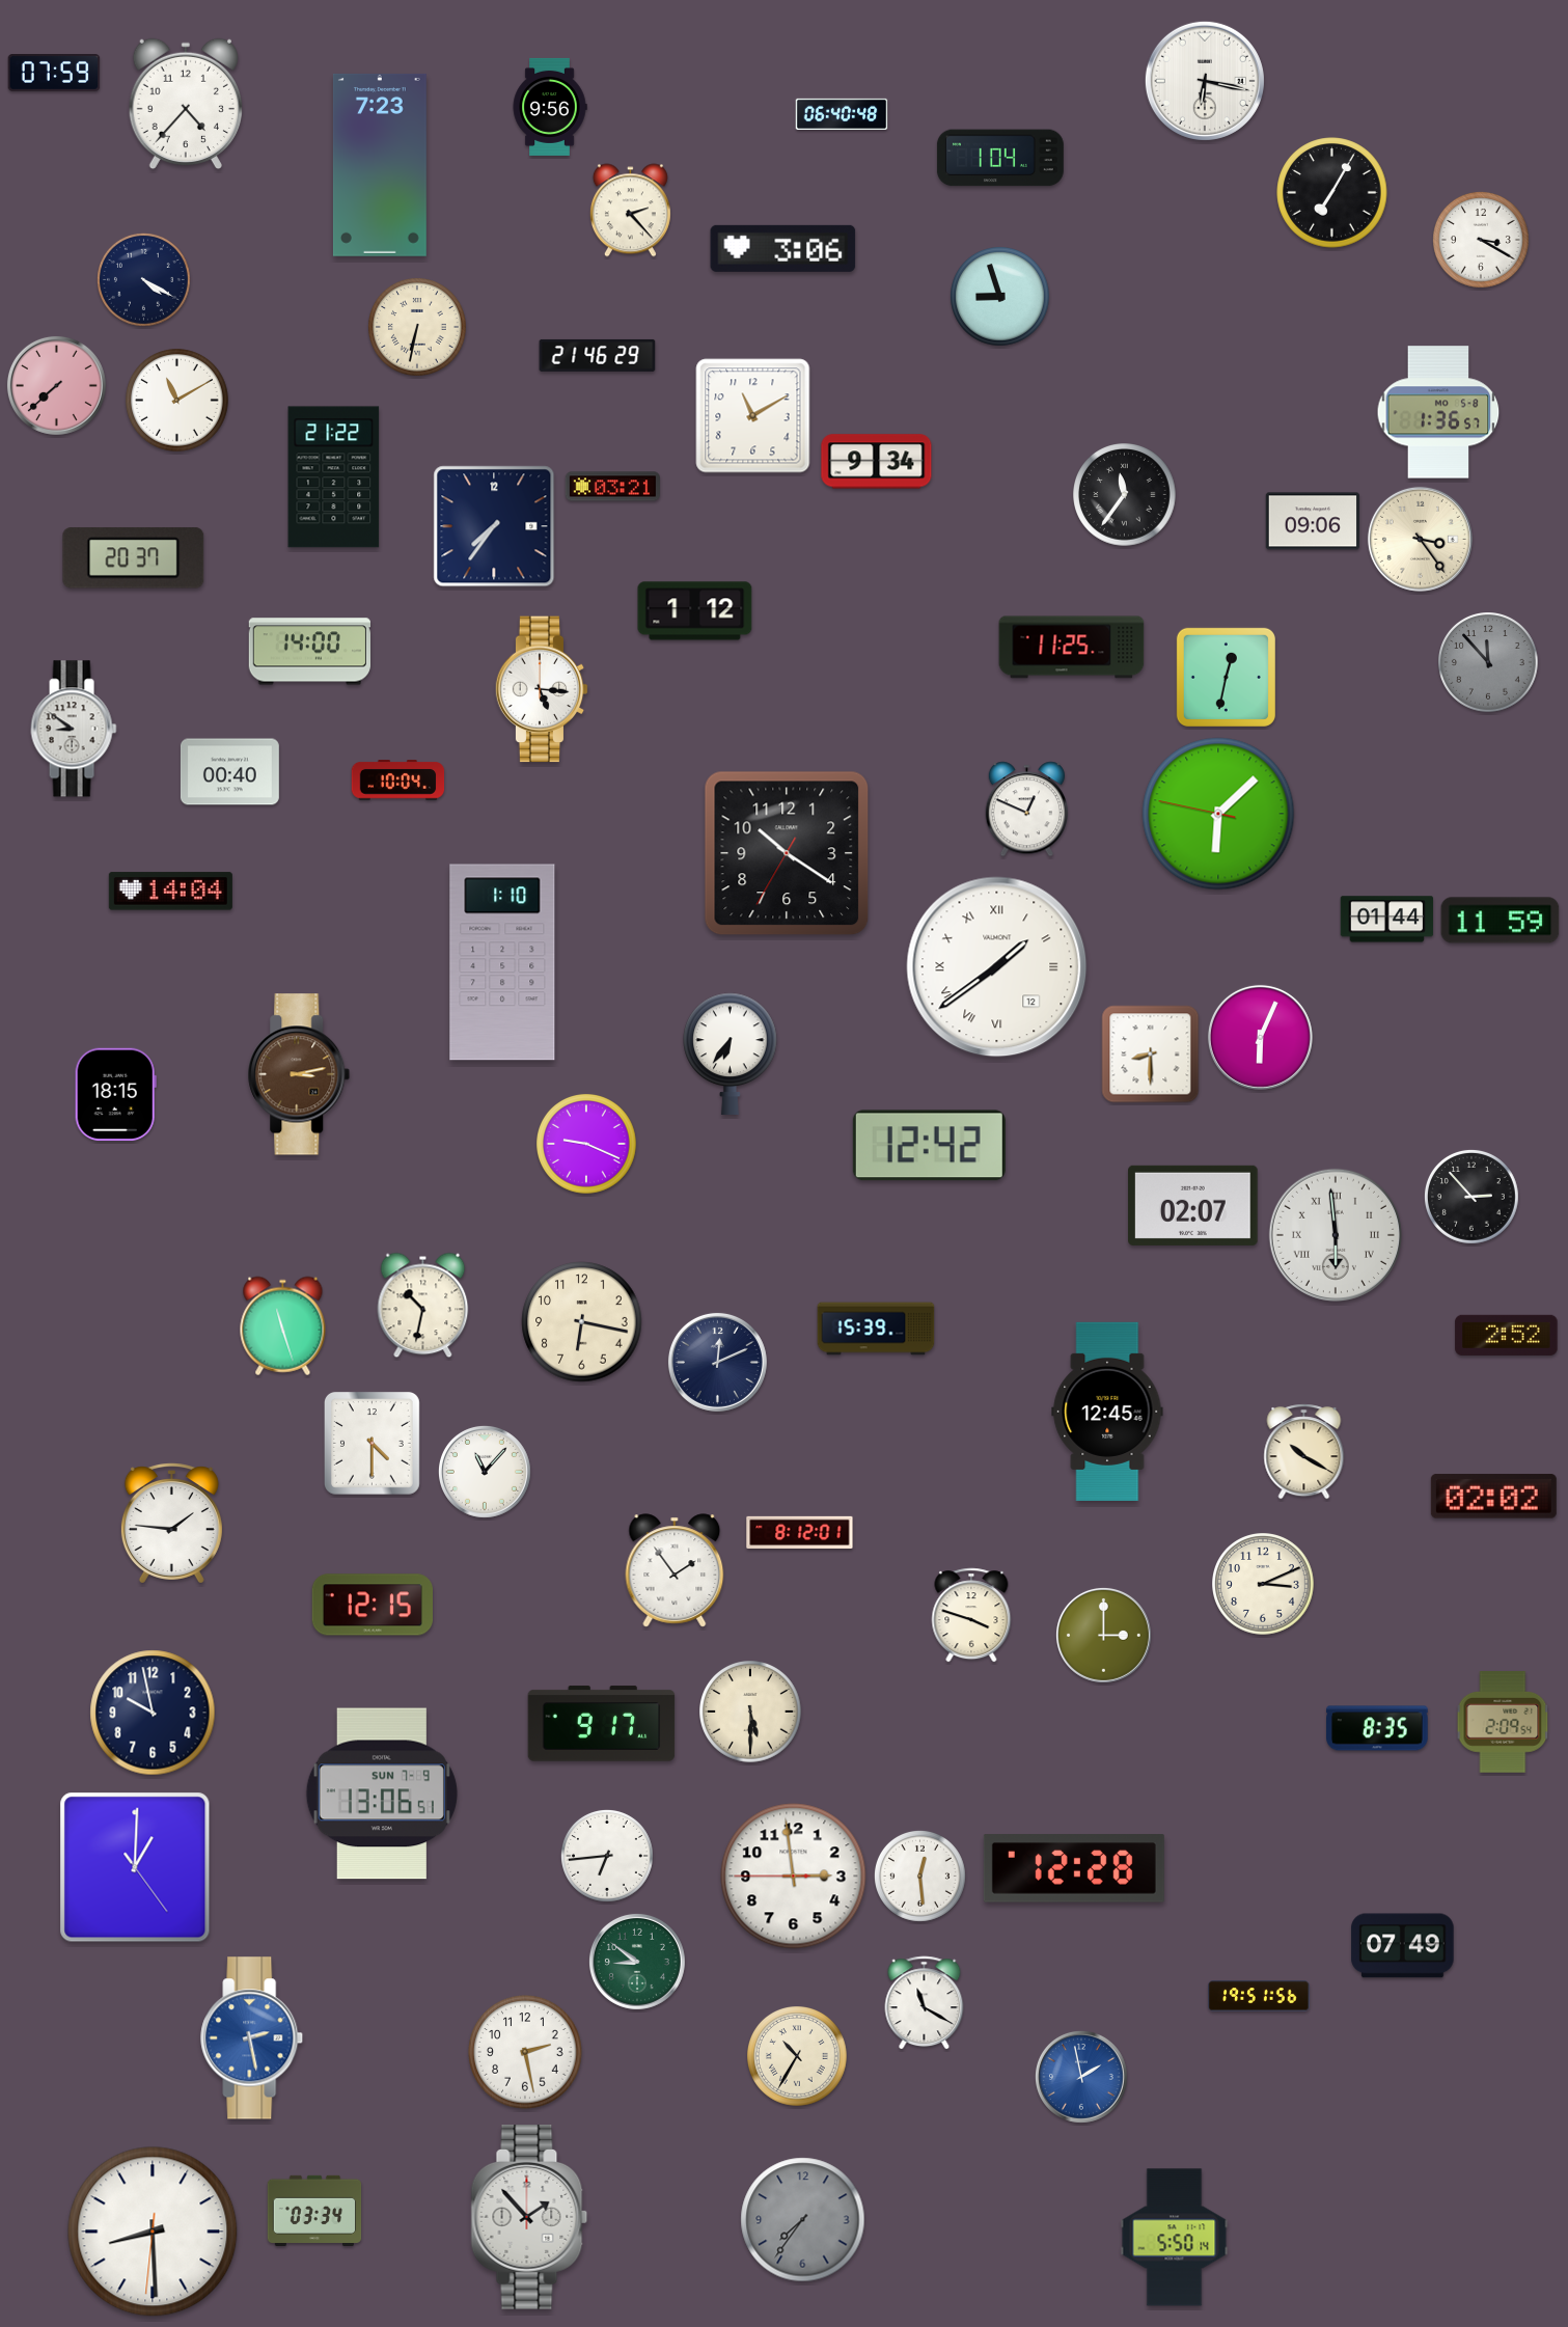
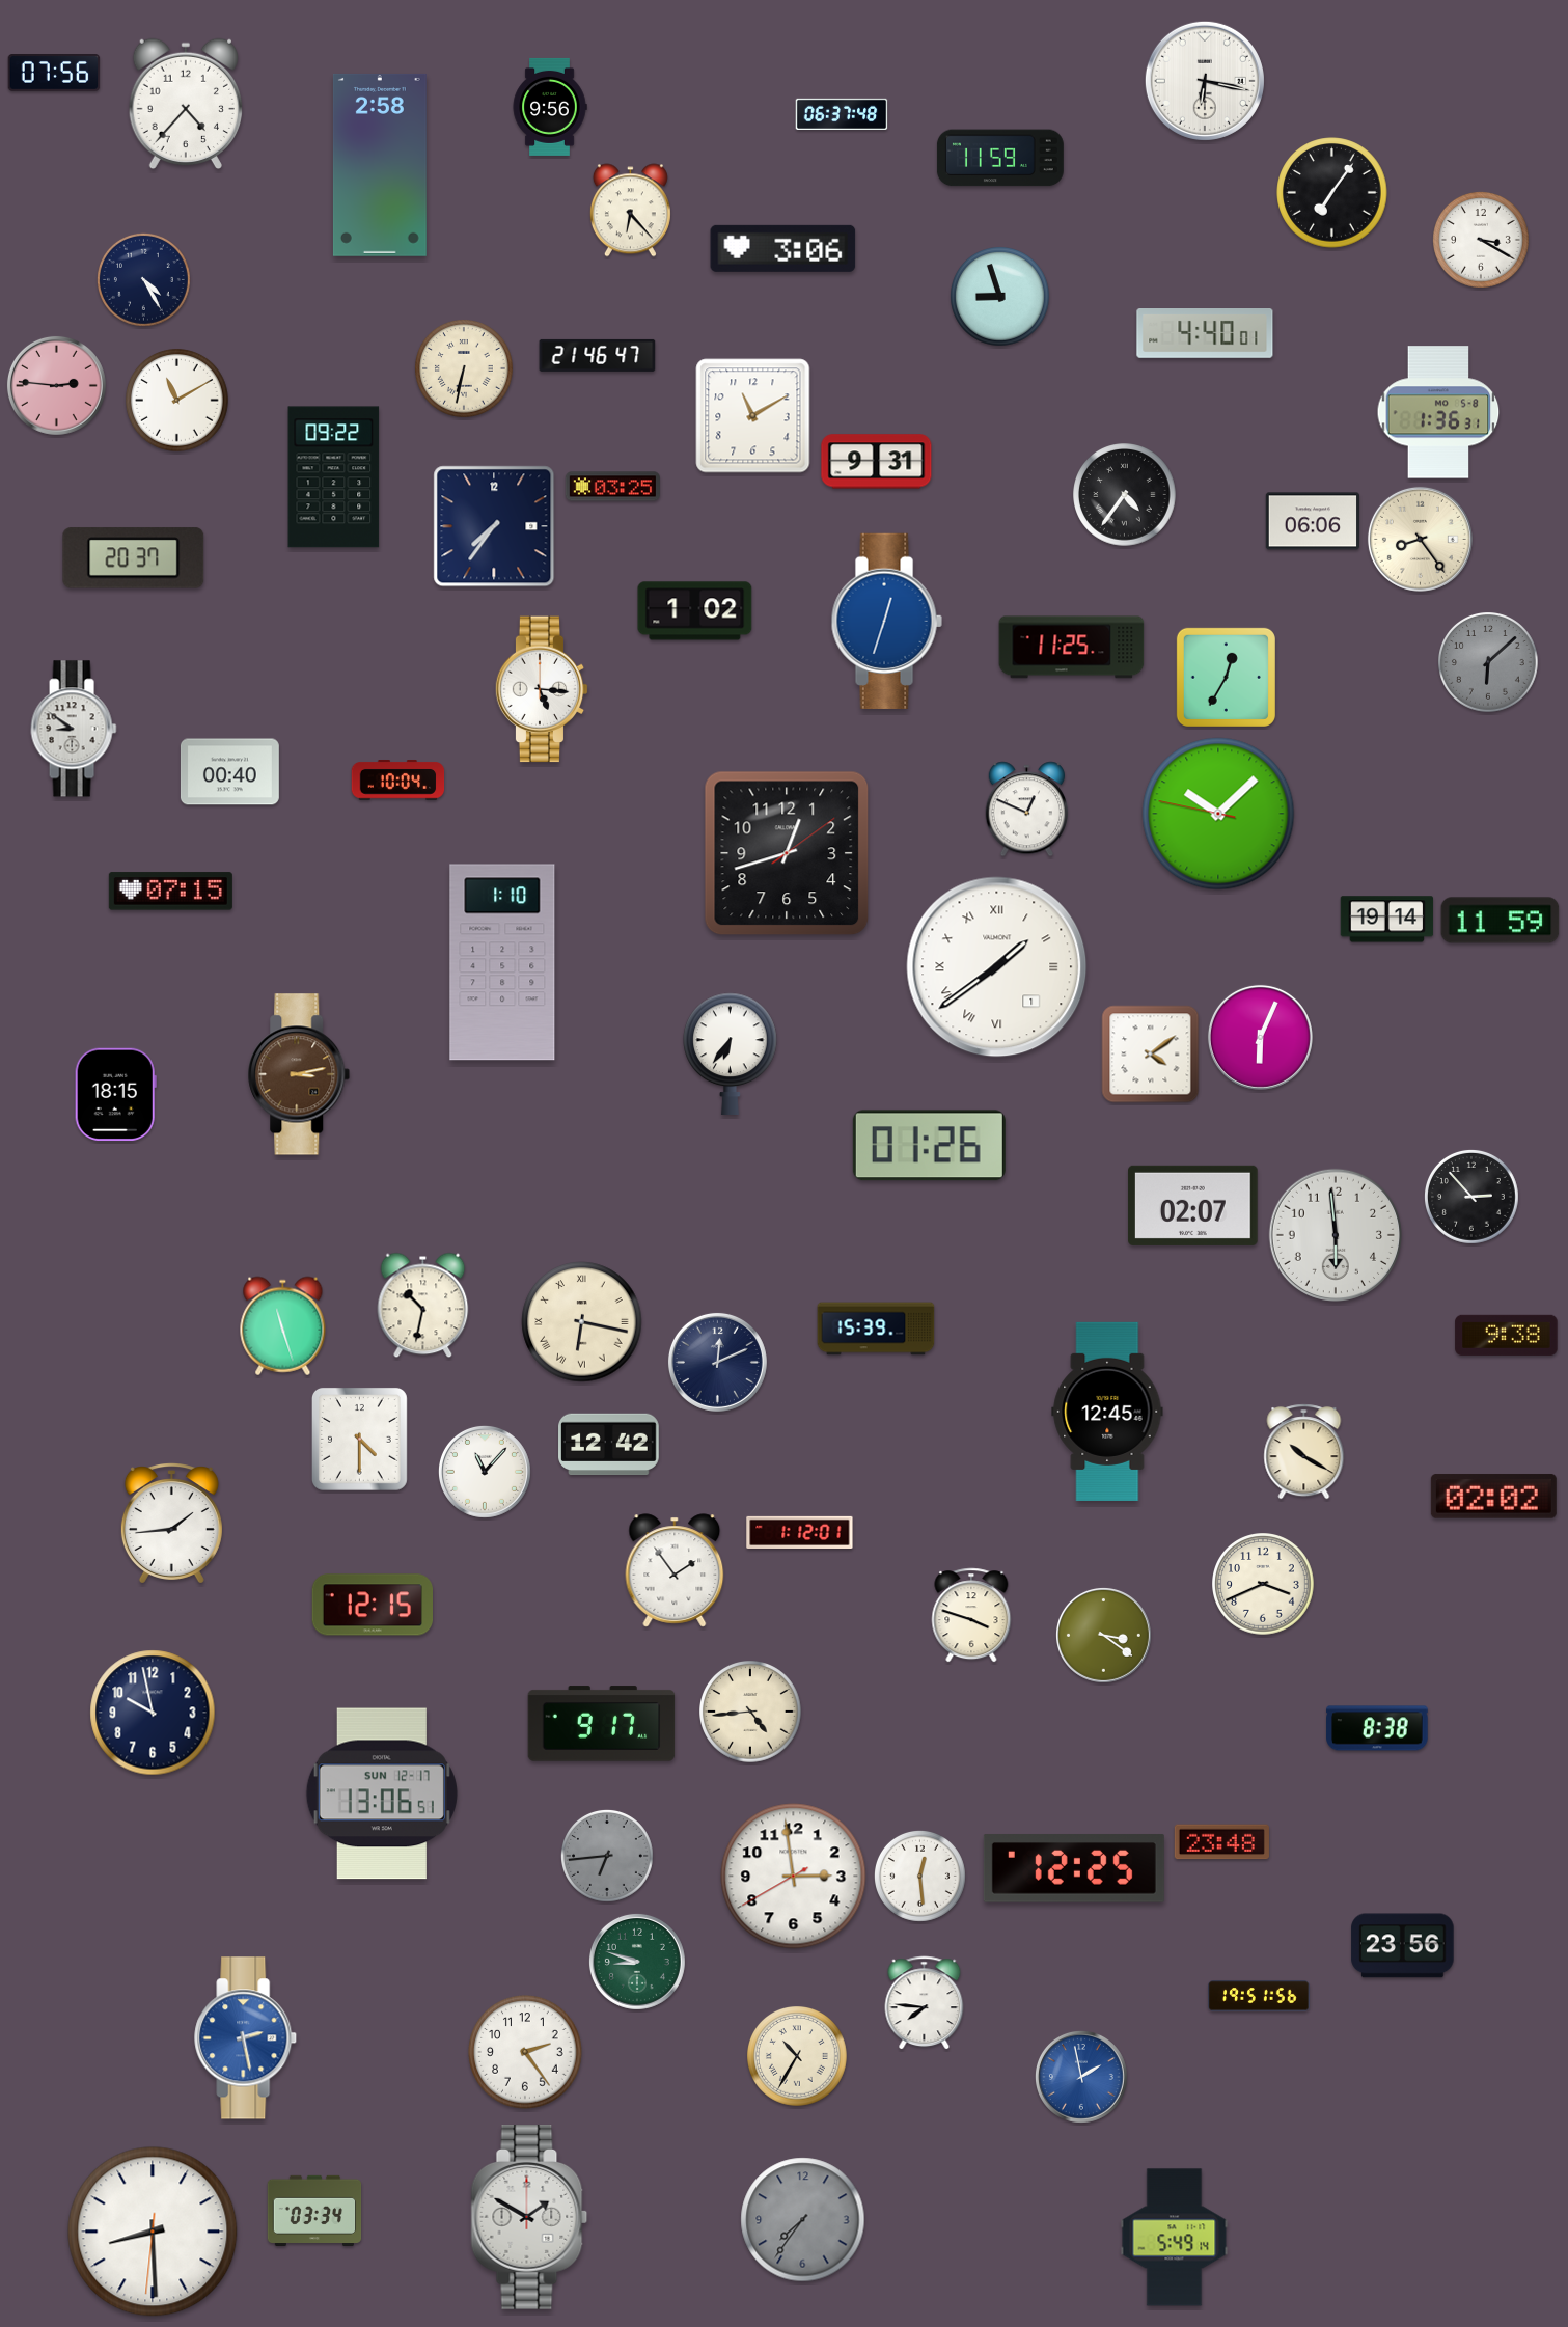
clock at (54, 74): 07:59 -> 07:56
clock at (842, 113): 06:40 -> 06:37
clock at (1000, 158): 1:04 -> 11:59
clock at (380, 165): 7:23 -> 2:58
clock at (1332, 193): 7:05 -> 7:06
clock at (630, 211): 2:23 -> 6:23
clock at (143, 279): 4:20 -> 4:25
clock at (418, 328) position: (418, 328) -> (465, 369)
clock at (1205, 334): none -> 4:40
clock at (598, 355): 21:46:29 -> 21:46:47
clock at (56, 385): 7:38 -> 2:46
clock at (1438, 412): 1:36:57 -> 1:36:31
clock at (877, 462): 9:34 -> 9:31
clock at (334, 477): 21:22 -> 09:22
clock at (612, 487): 03:21 -> 03:25
clock at (1125, 495): 11:36 -> 4:36
clock at (1312, 521): 09:06 -> 06:06
clock at (1420, 539): 3:24 -> 8:24
clock at (695, 611): 1:12 -> 1:02
clock at (886, 621): none -> 12:33
clock at (309, 652): 14:00 -> none
clock at (1489, 663): 11:53 -> 6:08
clock at (1226, 677): 12:32 -> 12:35
clock at (1218, 814): 6:07 -> 10:07
clock at (787, 853): 10:20 -> 12:42
clock at (170, 892): 14:04 -> 07:15
clock at (1387, 920): 01:44 -> 19:14
clock at (997, 967) date: 12 -> 1
clock at (1151, 1055): 8:30 -> 4:09
clock at (587, 1145): 9:19 -> none
clock at (929, 1146): 12:42 -> 01:26
clock at (1336, 1235) numerals: Roman -> Arabic
clock at (582, 1322) numerals: Arabic -> Roman
clock at (1507, 1335): 2:52 -> 9:38
clock at (372, 1443) position: (372, 1443) -> (359, 1439)
clock at (609, 1445): none -> 12:42
clock at (171, 1524): 1:46 -> 1:44
clock at (800, 1532): 8:12 -> 1:12
clock at (1263, 1584): 3:11 -> 3:41
clock at (1103, 1635): 3:00 -> 3:21
clock at (750, 1712): 5:30 -> 4:44
clock at (1503, 1722): 2:09 -> none
clock at (1377, 1728): 8:35 -> 8:38
clock at (382, 1794) date: SUN 7-9 -> SUN 12-17
clock at (1221, 1842): none -> 23:48
clock at (607, 1856) dial: white -> grey
clock at (135, 1867): 1:00 -> none
clock at (1074, 1868): 12:28 -> 12:25
clock at (794, 1877): 2:58:45 -> 2:58:40
clock at (1403, 1946): 07:49 -> 23:56
clock at (637, 1962): 8:51 -> 8:48
clock at (925, 2003): 11:20 -> 7:46
clock at (252, 2038) position: (252, 2038) -> (246, 2038)
clock at (525, 2052): 2:28 -> 2:24
clock at (529, 2218): 1:53 -> 1:50
clock at (1175, 2238): 5:50 -> 5:49
